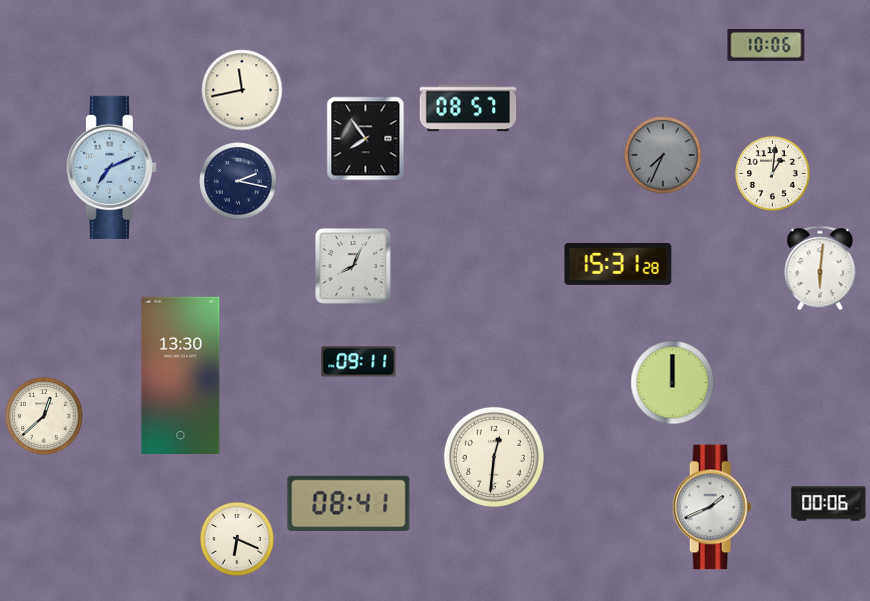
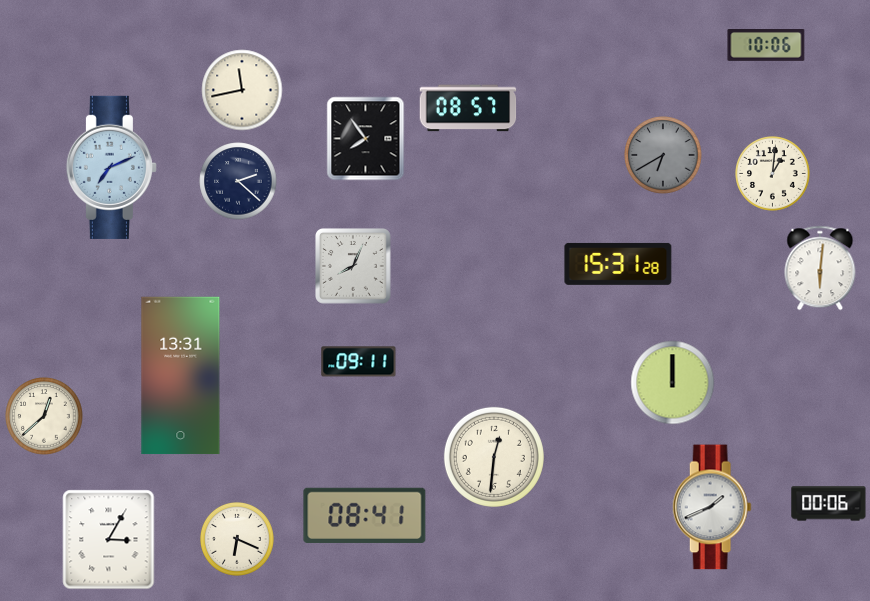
clock at (663, 155): 7:34 -> 6:40
clock at (238, 181): 2:17 -> 2:22
clock at (181, 376): 13:30 -> 13:31
clock at (349, 503) position: (349, 503) -> (365, 515)
clock at (109, 540): none -> 3:05
